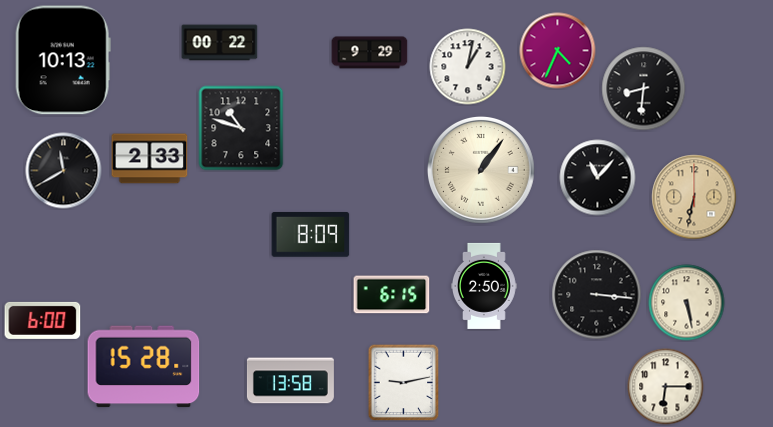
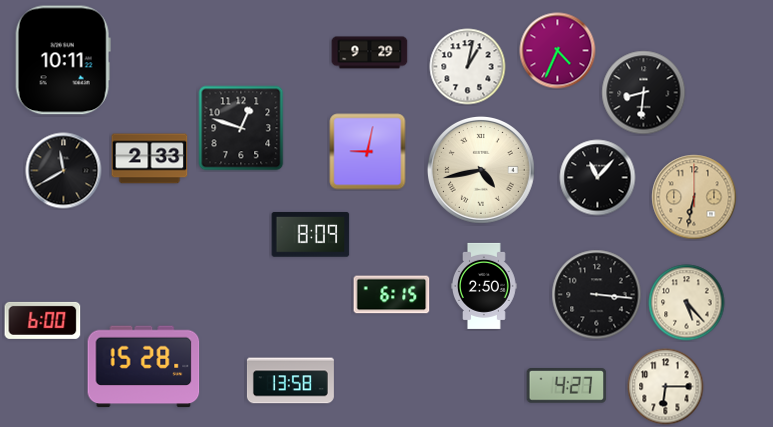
clock at (220, 43): 00:22 -> none
clock at (63, 60): 10:13 -> 10:11
clock at (644, 89) position: (644, 89) -> (644, 93)
clock at (241, 128): 10:48 -> 12:48
clock at (368, 152): none -> 9:02
clock at (481, 170): 1:06 -> 4:43
clock at (687, 303): 5:28 -> 5:23
clock at (404, 382): 9:13 -> none
clock at (567, 386): none -> 4:27
